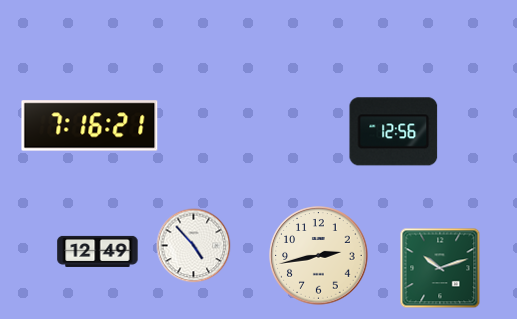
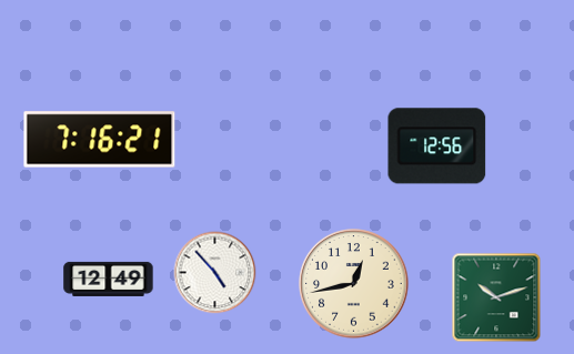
clock at (319, 256): 2:43 -> 12:43
clock at (440, 268) position: (440, 268) -> (496, 297)
